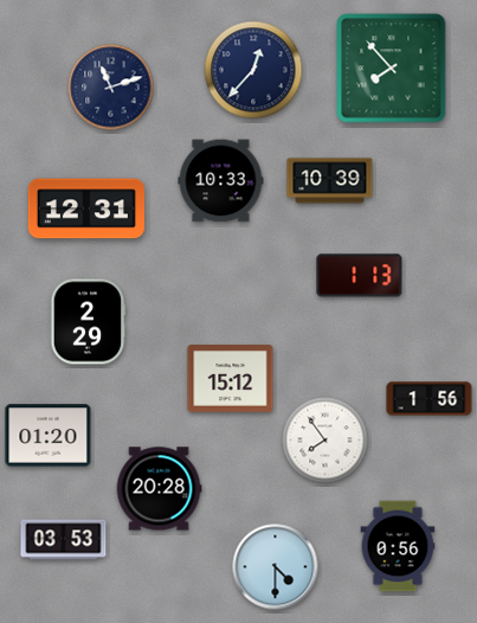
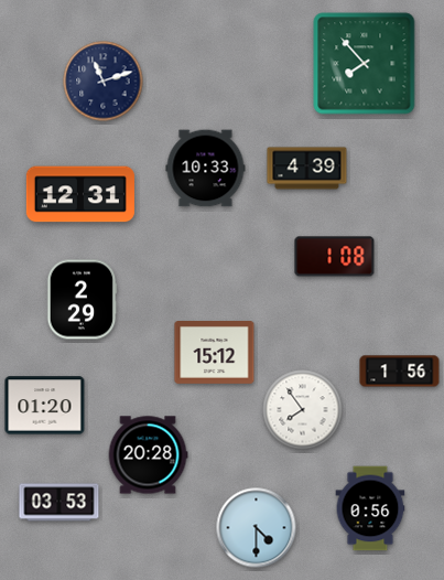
clock at (253, 70): 12:37 -> none
clock at (330, 181): 10:39 -> 4:39
clock at (360, 276): 1:13 -> 1:08
